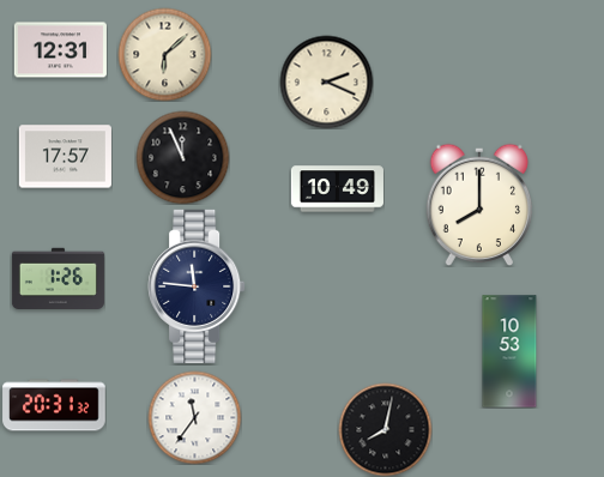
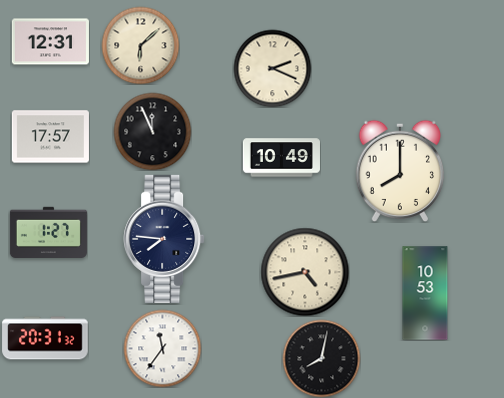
clock at (164, 54) position: (164, 54) -> (140, 45)
clock at (65, 157) position: (65, 157) -> (50, 137)
clock at (58, 279): 1:26 -> 1:27
clock at (197, 286): 11:46 -> 7:46
clock at (305, 272): none -> 4:43
